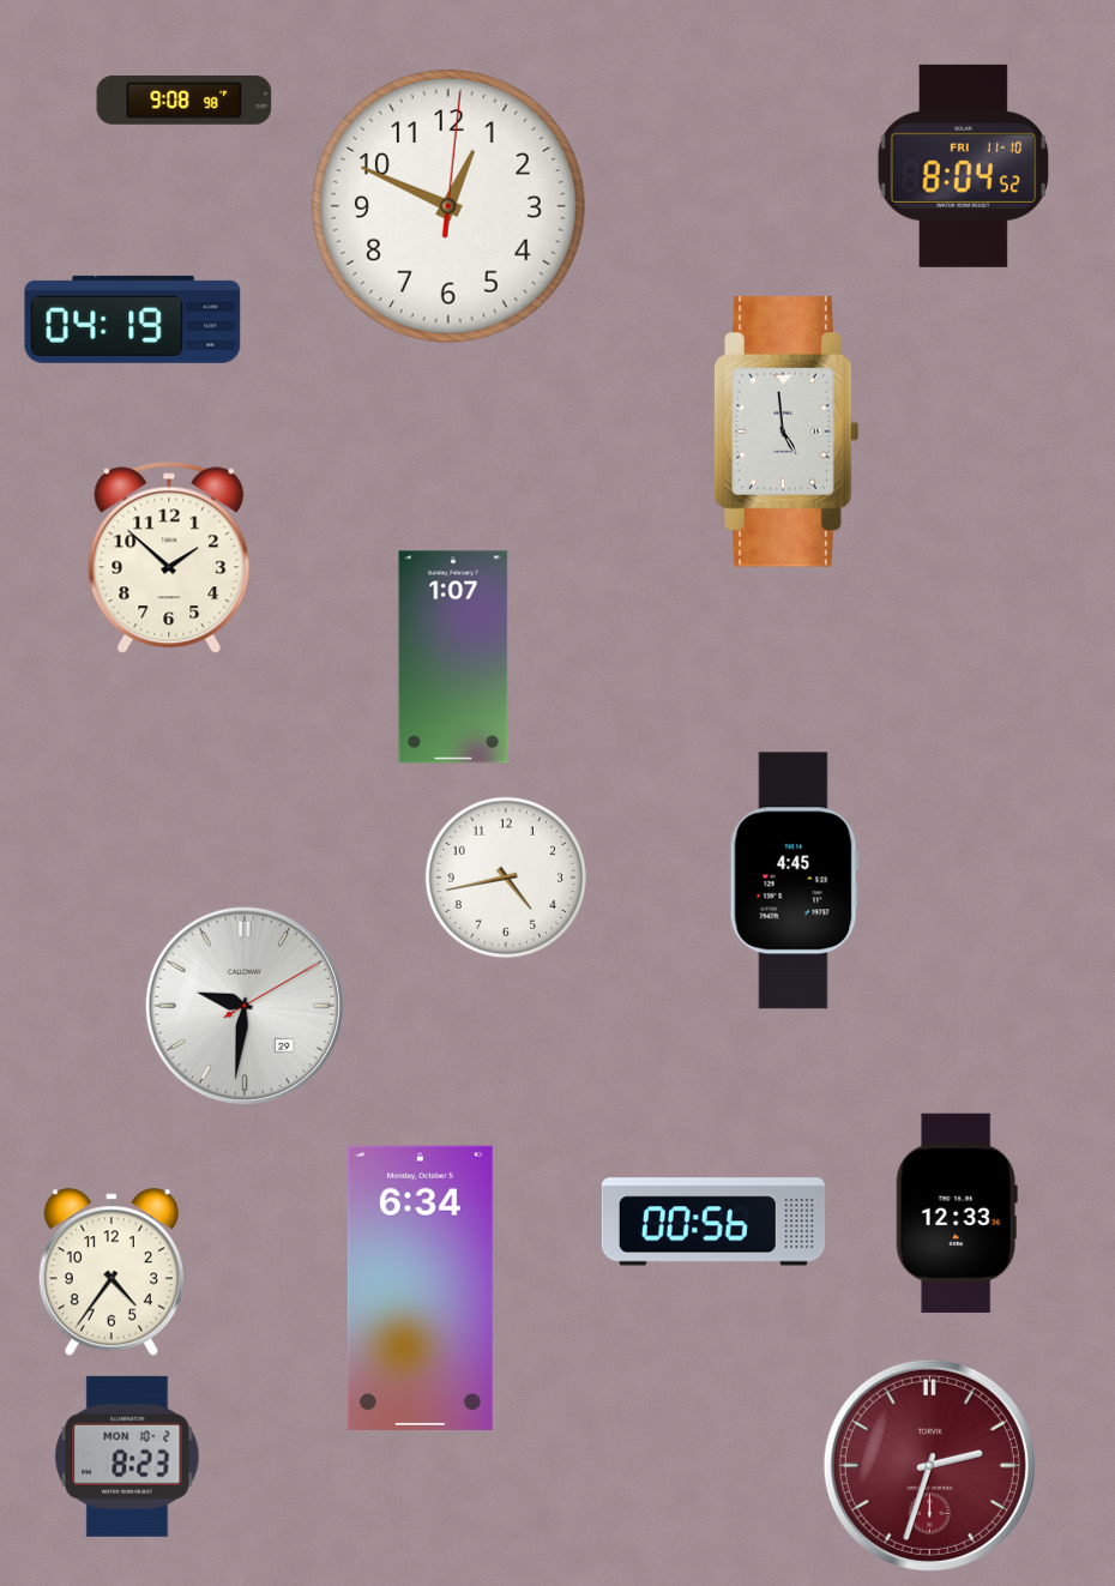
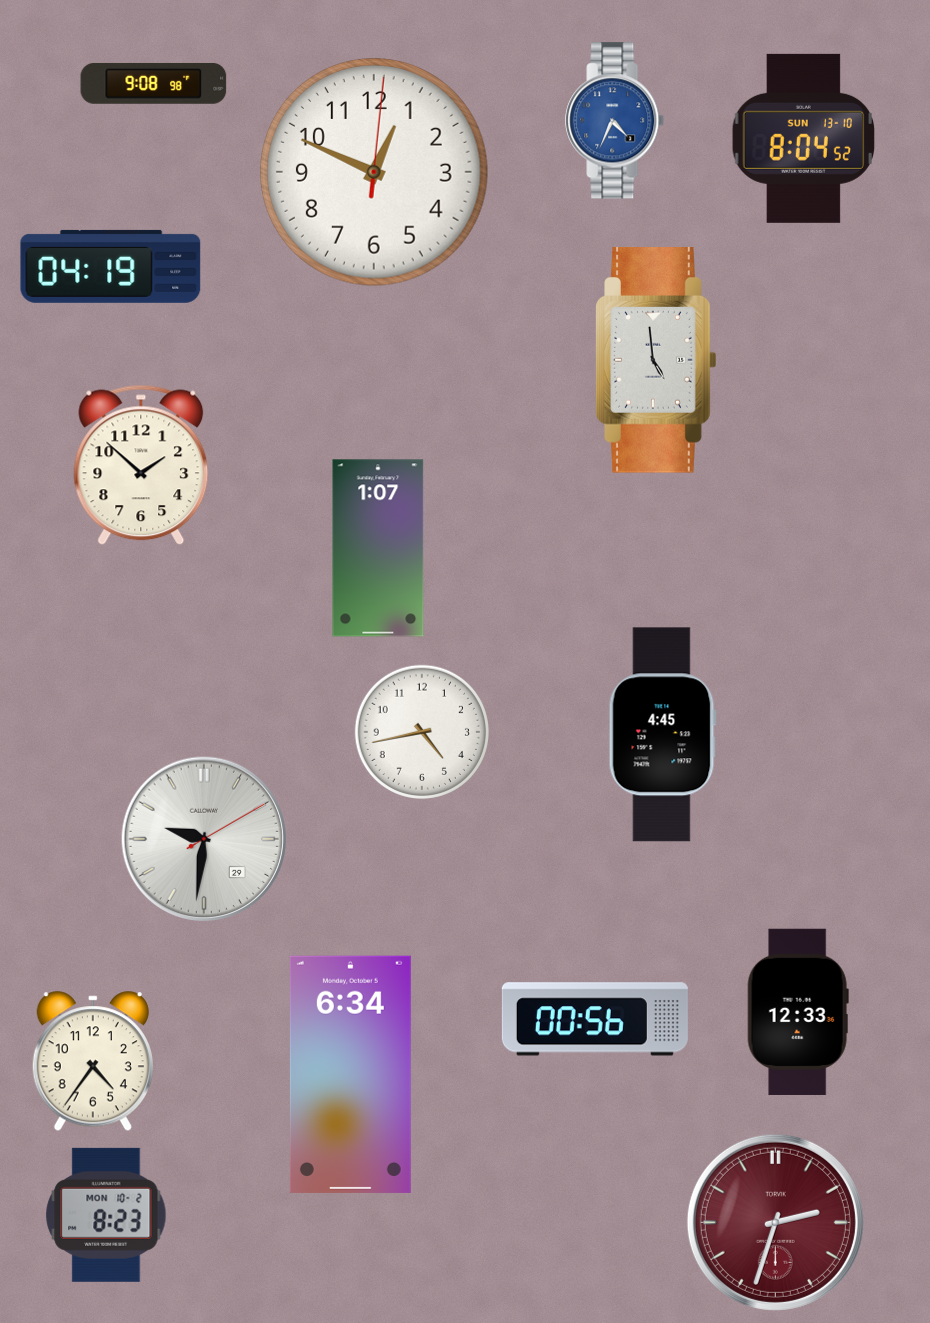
clock at (615, 121): none -> 4:34
clock at (963, 165) date: FRI 11-10 -> SUN 13-10
